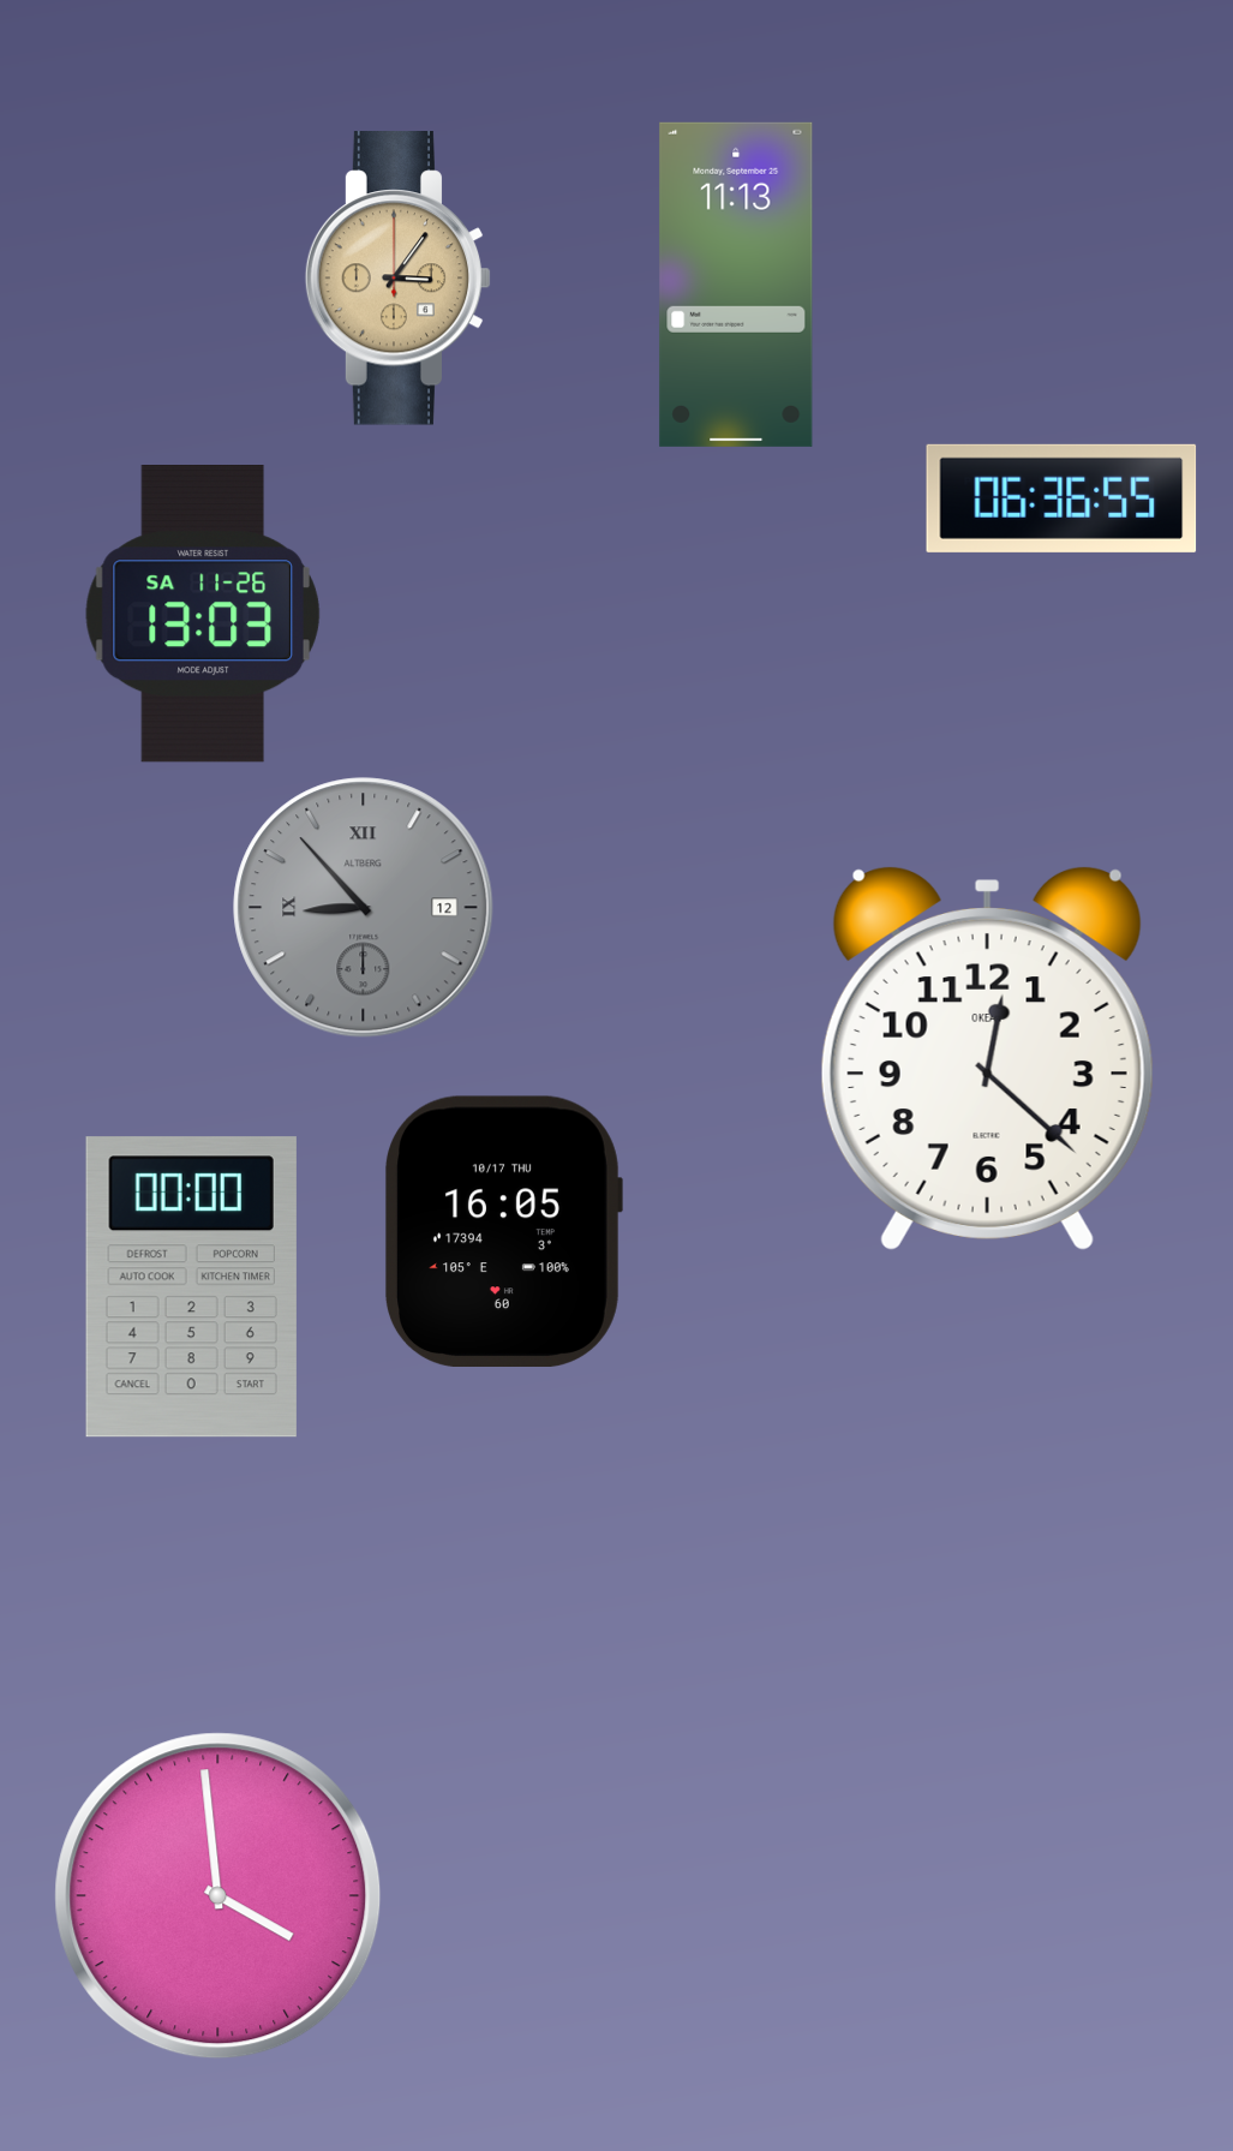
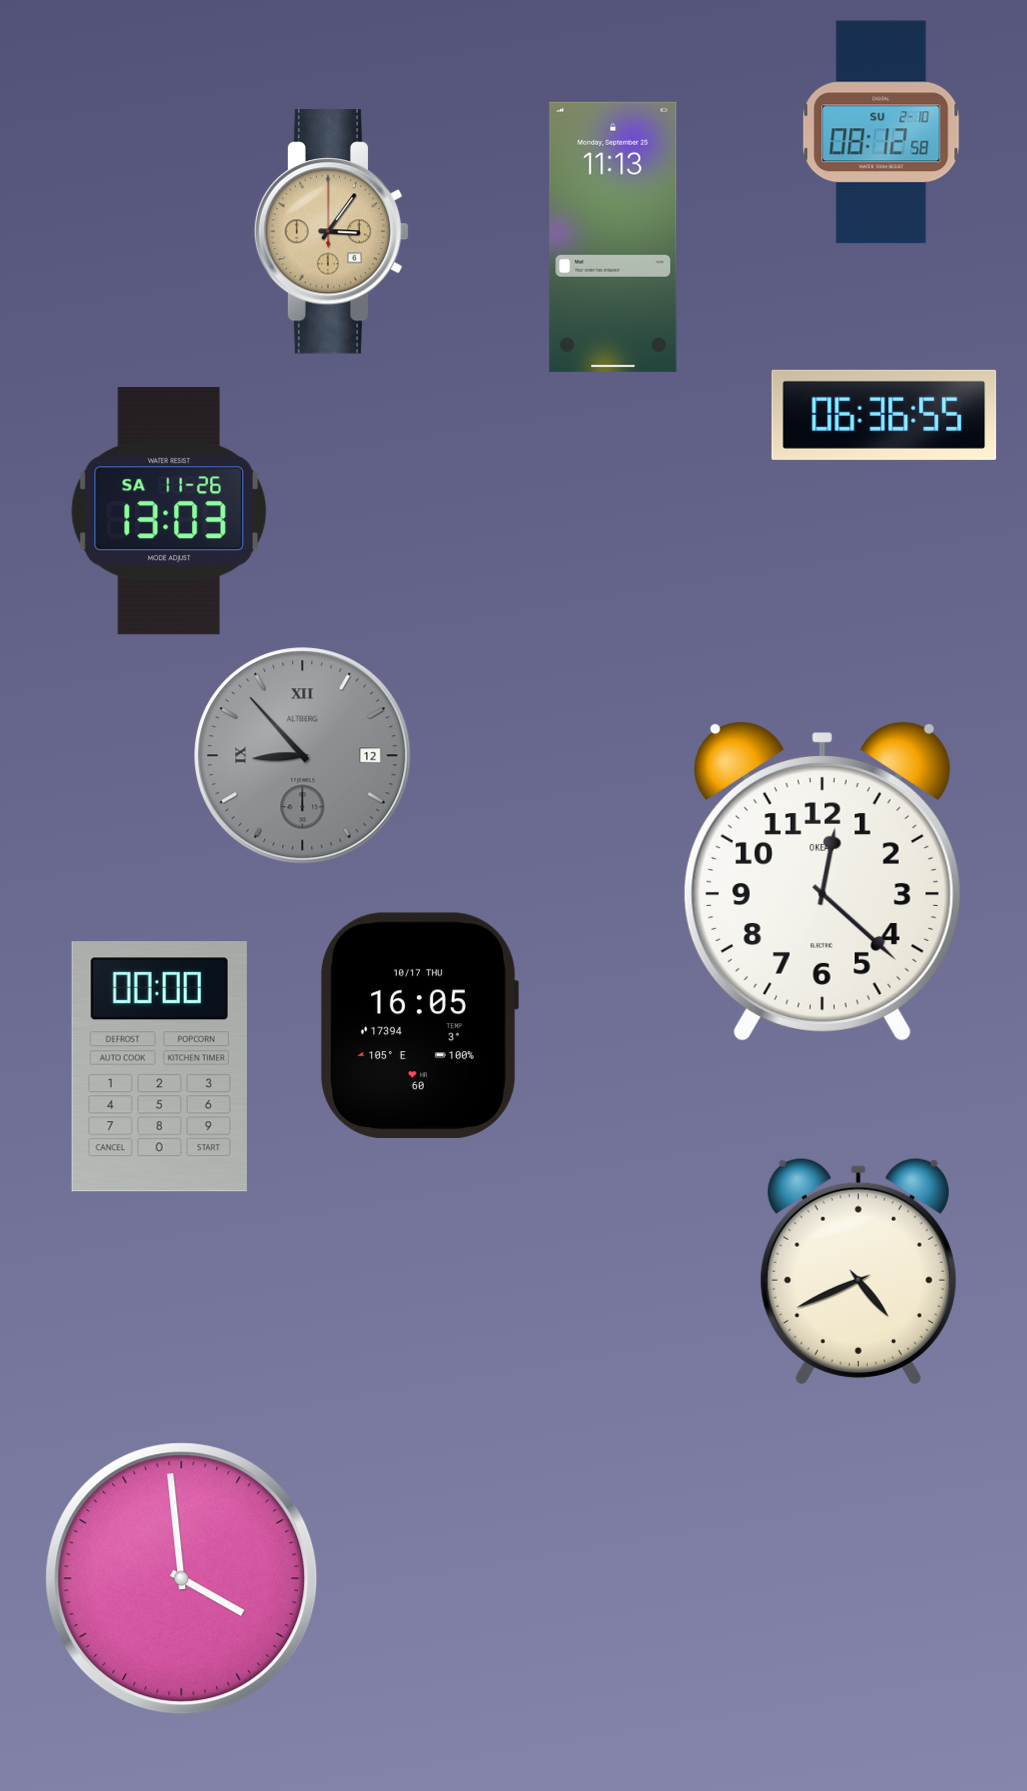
clock at (881, 132): none -> 08:12
clock at (191, 1287) position: (191, 1287) -> (159, 1067)
clock at (858, 1271): none -> 4:41
